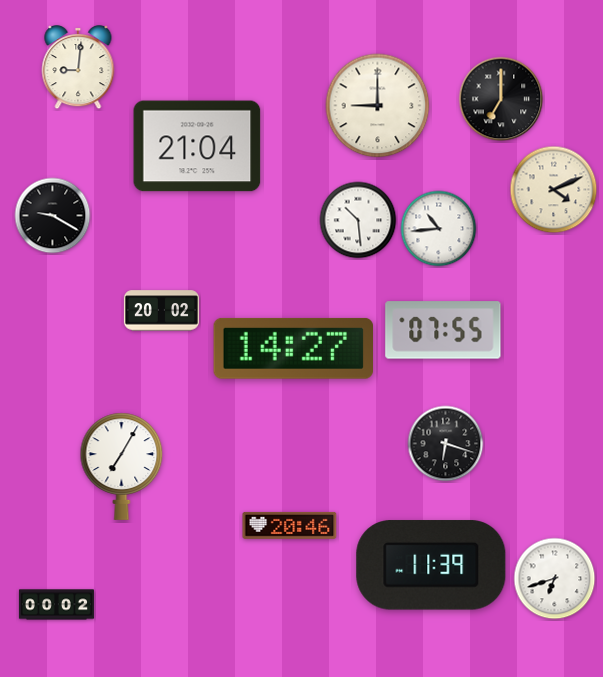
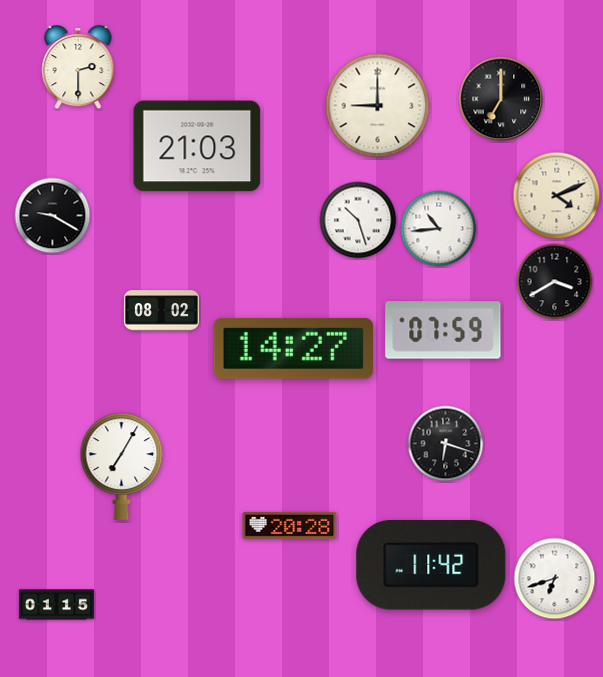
clock at (78, 67): 9:01 -> 2:30
clock at (197, 146): 21:04 -> 21:03
clock at (554, 190) position: (554, 190) -> (557, 196)
clock at (358, 220): 10:29 -> 10:27
clock at (555, 282): none -> 3:40
clock at (161, 311): 20:02 -> 08:02
clock at (443, 330): 07:55 -> 07:59
clock at (290, 525): 20:46 -> 20:28
clock at (431, 565): 11:39 -> 11:42
clock at (56, 605): 00:02 -> 01:15
